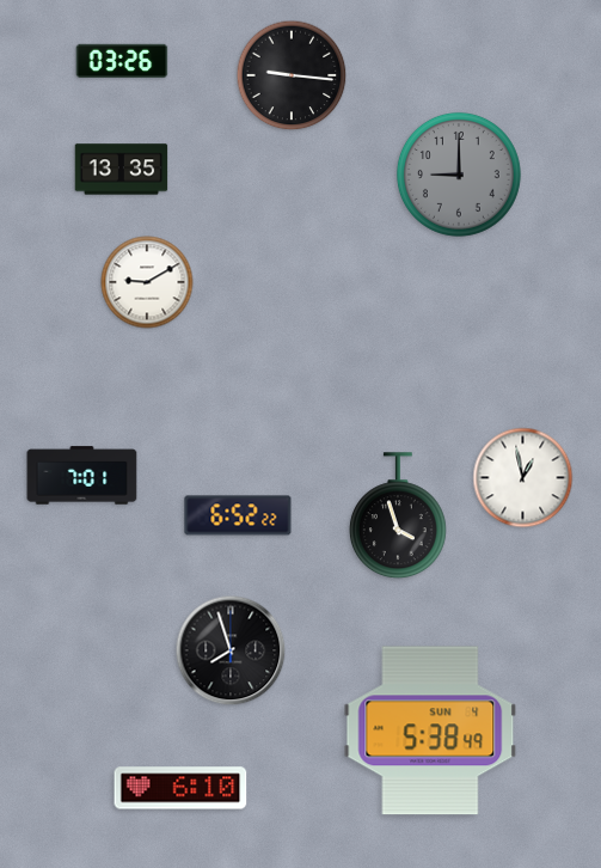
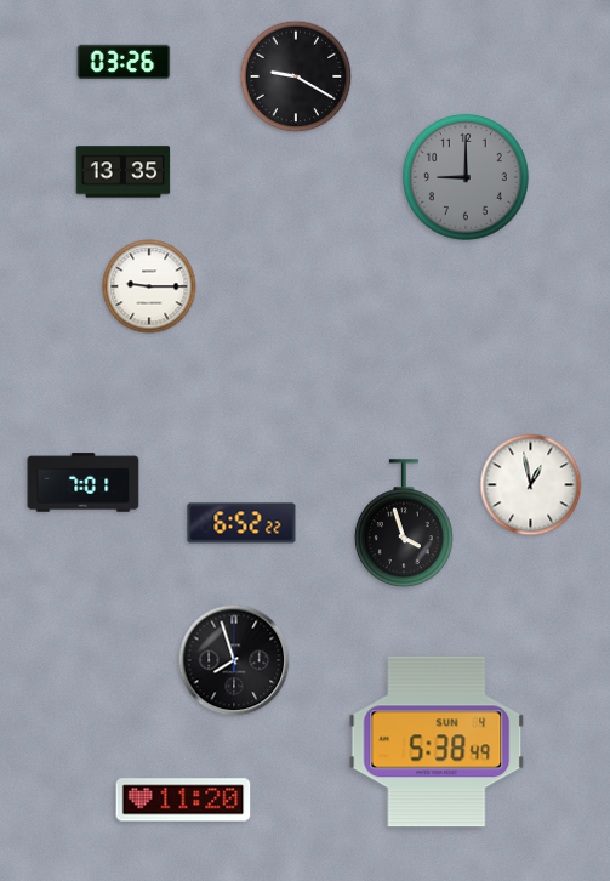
clock at (292, 75): 9:16 -> 9:20
clock at (147, 282): 9:10 -> 9:15
clock at (180, 788): 6:10 -> 11:20
